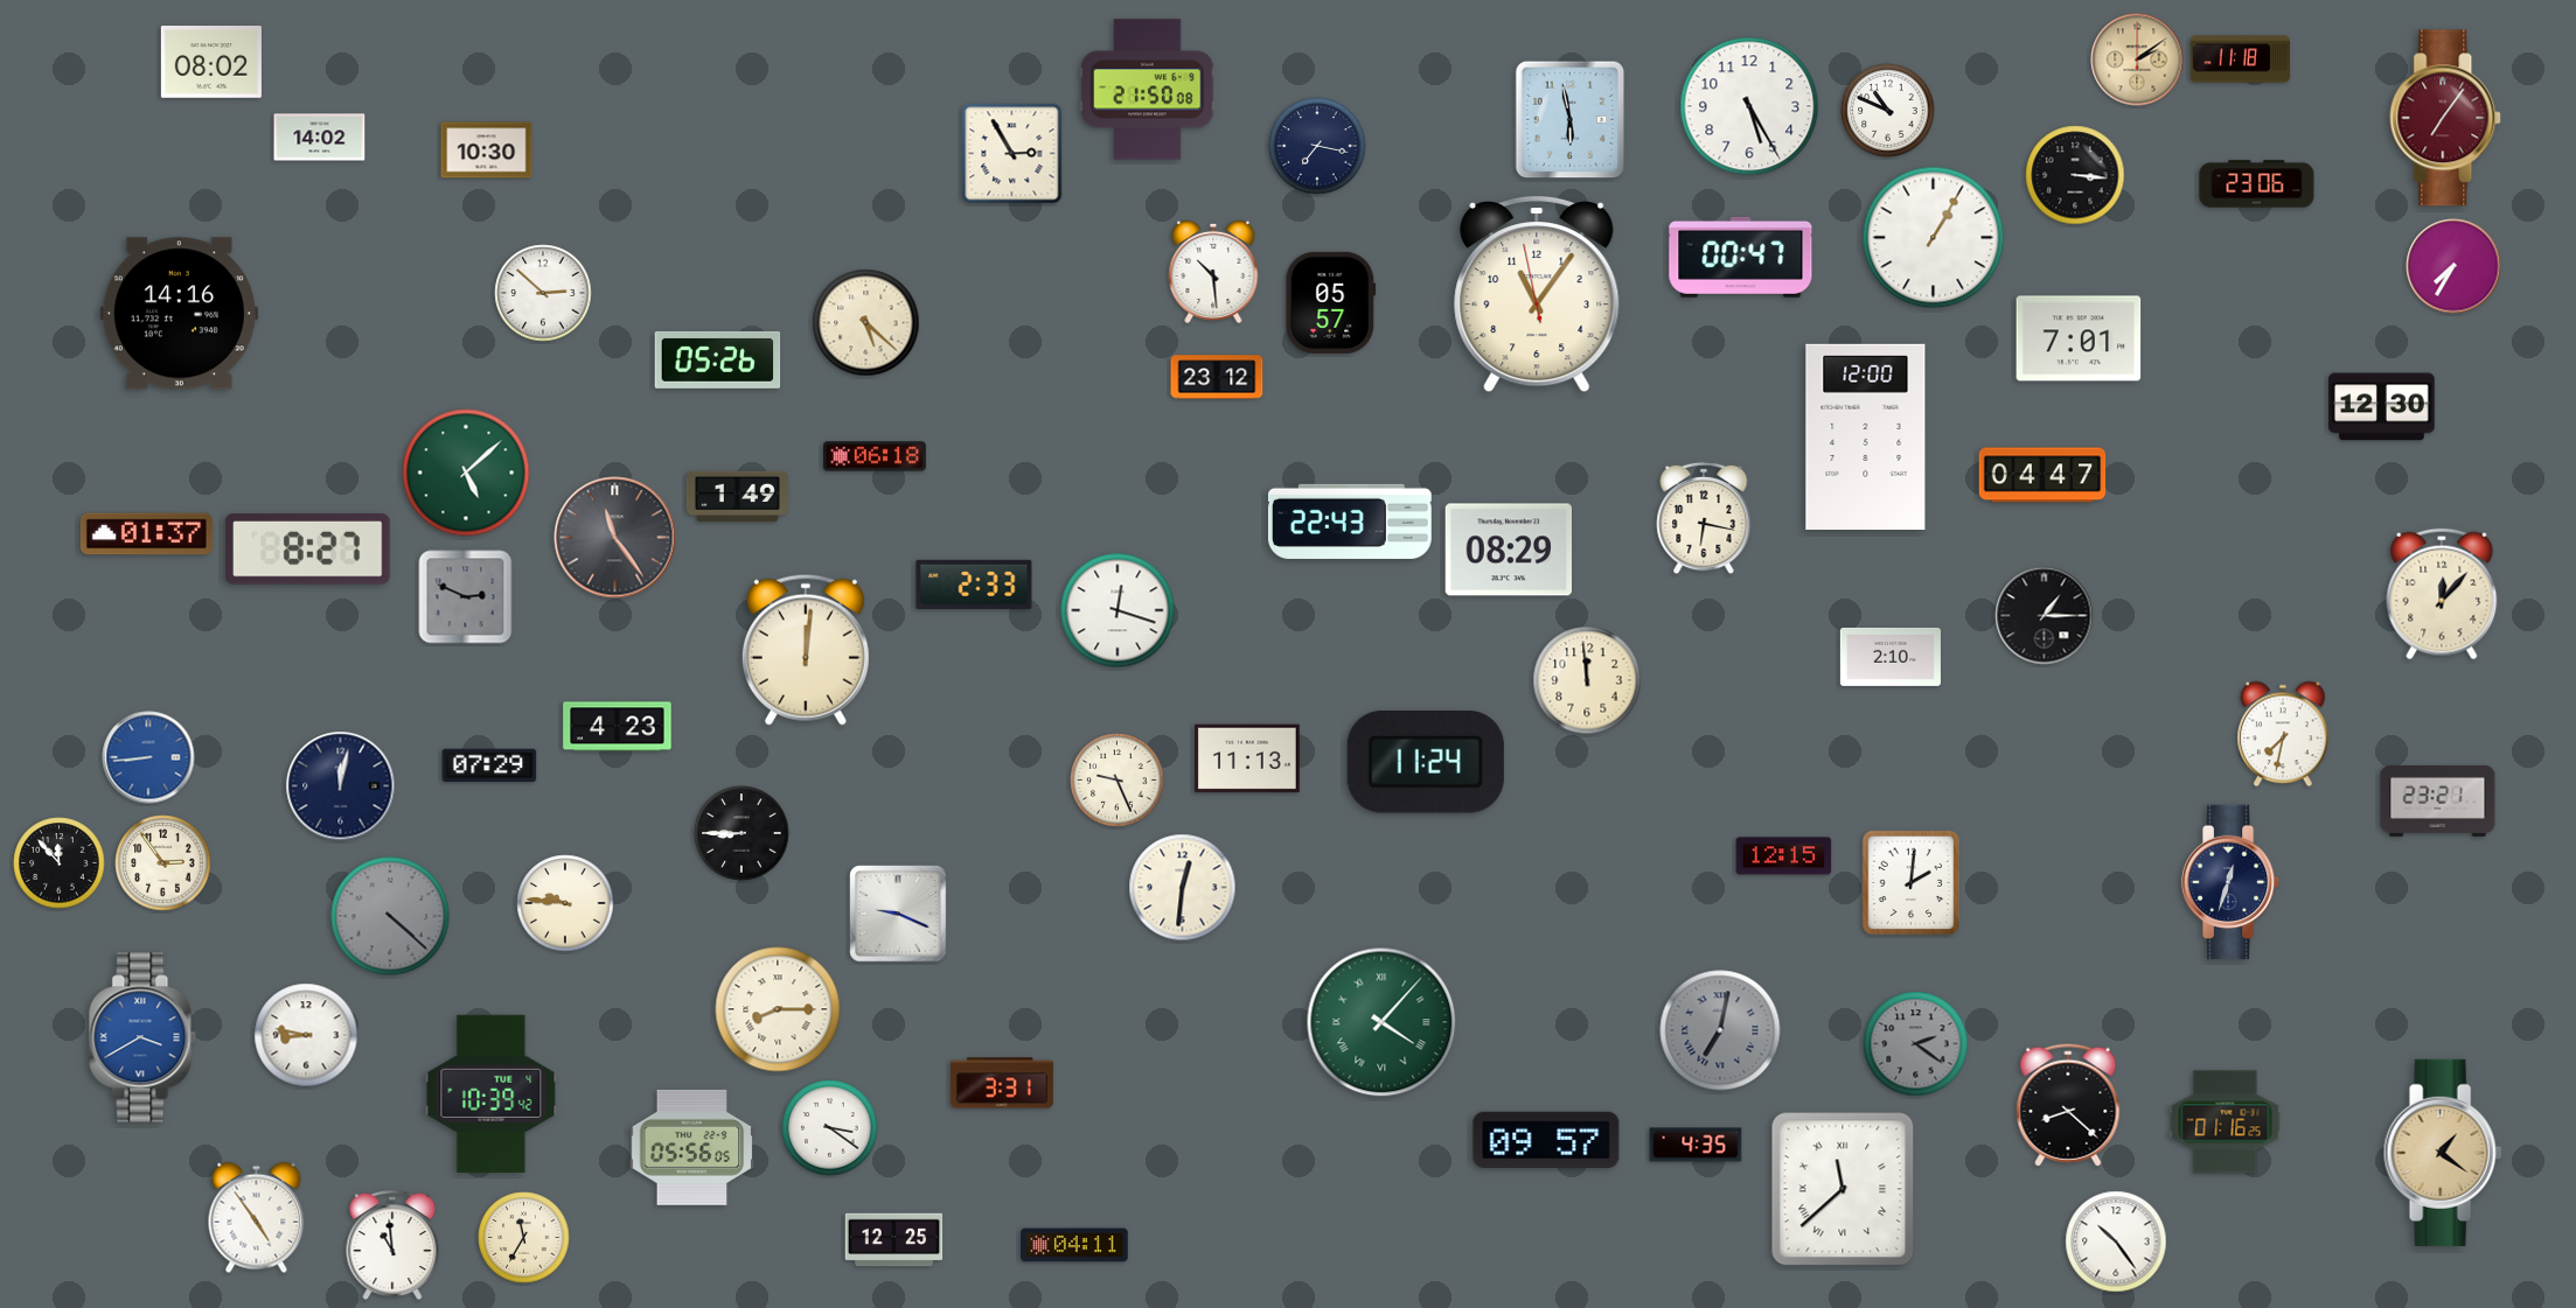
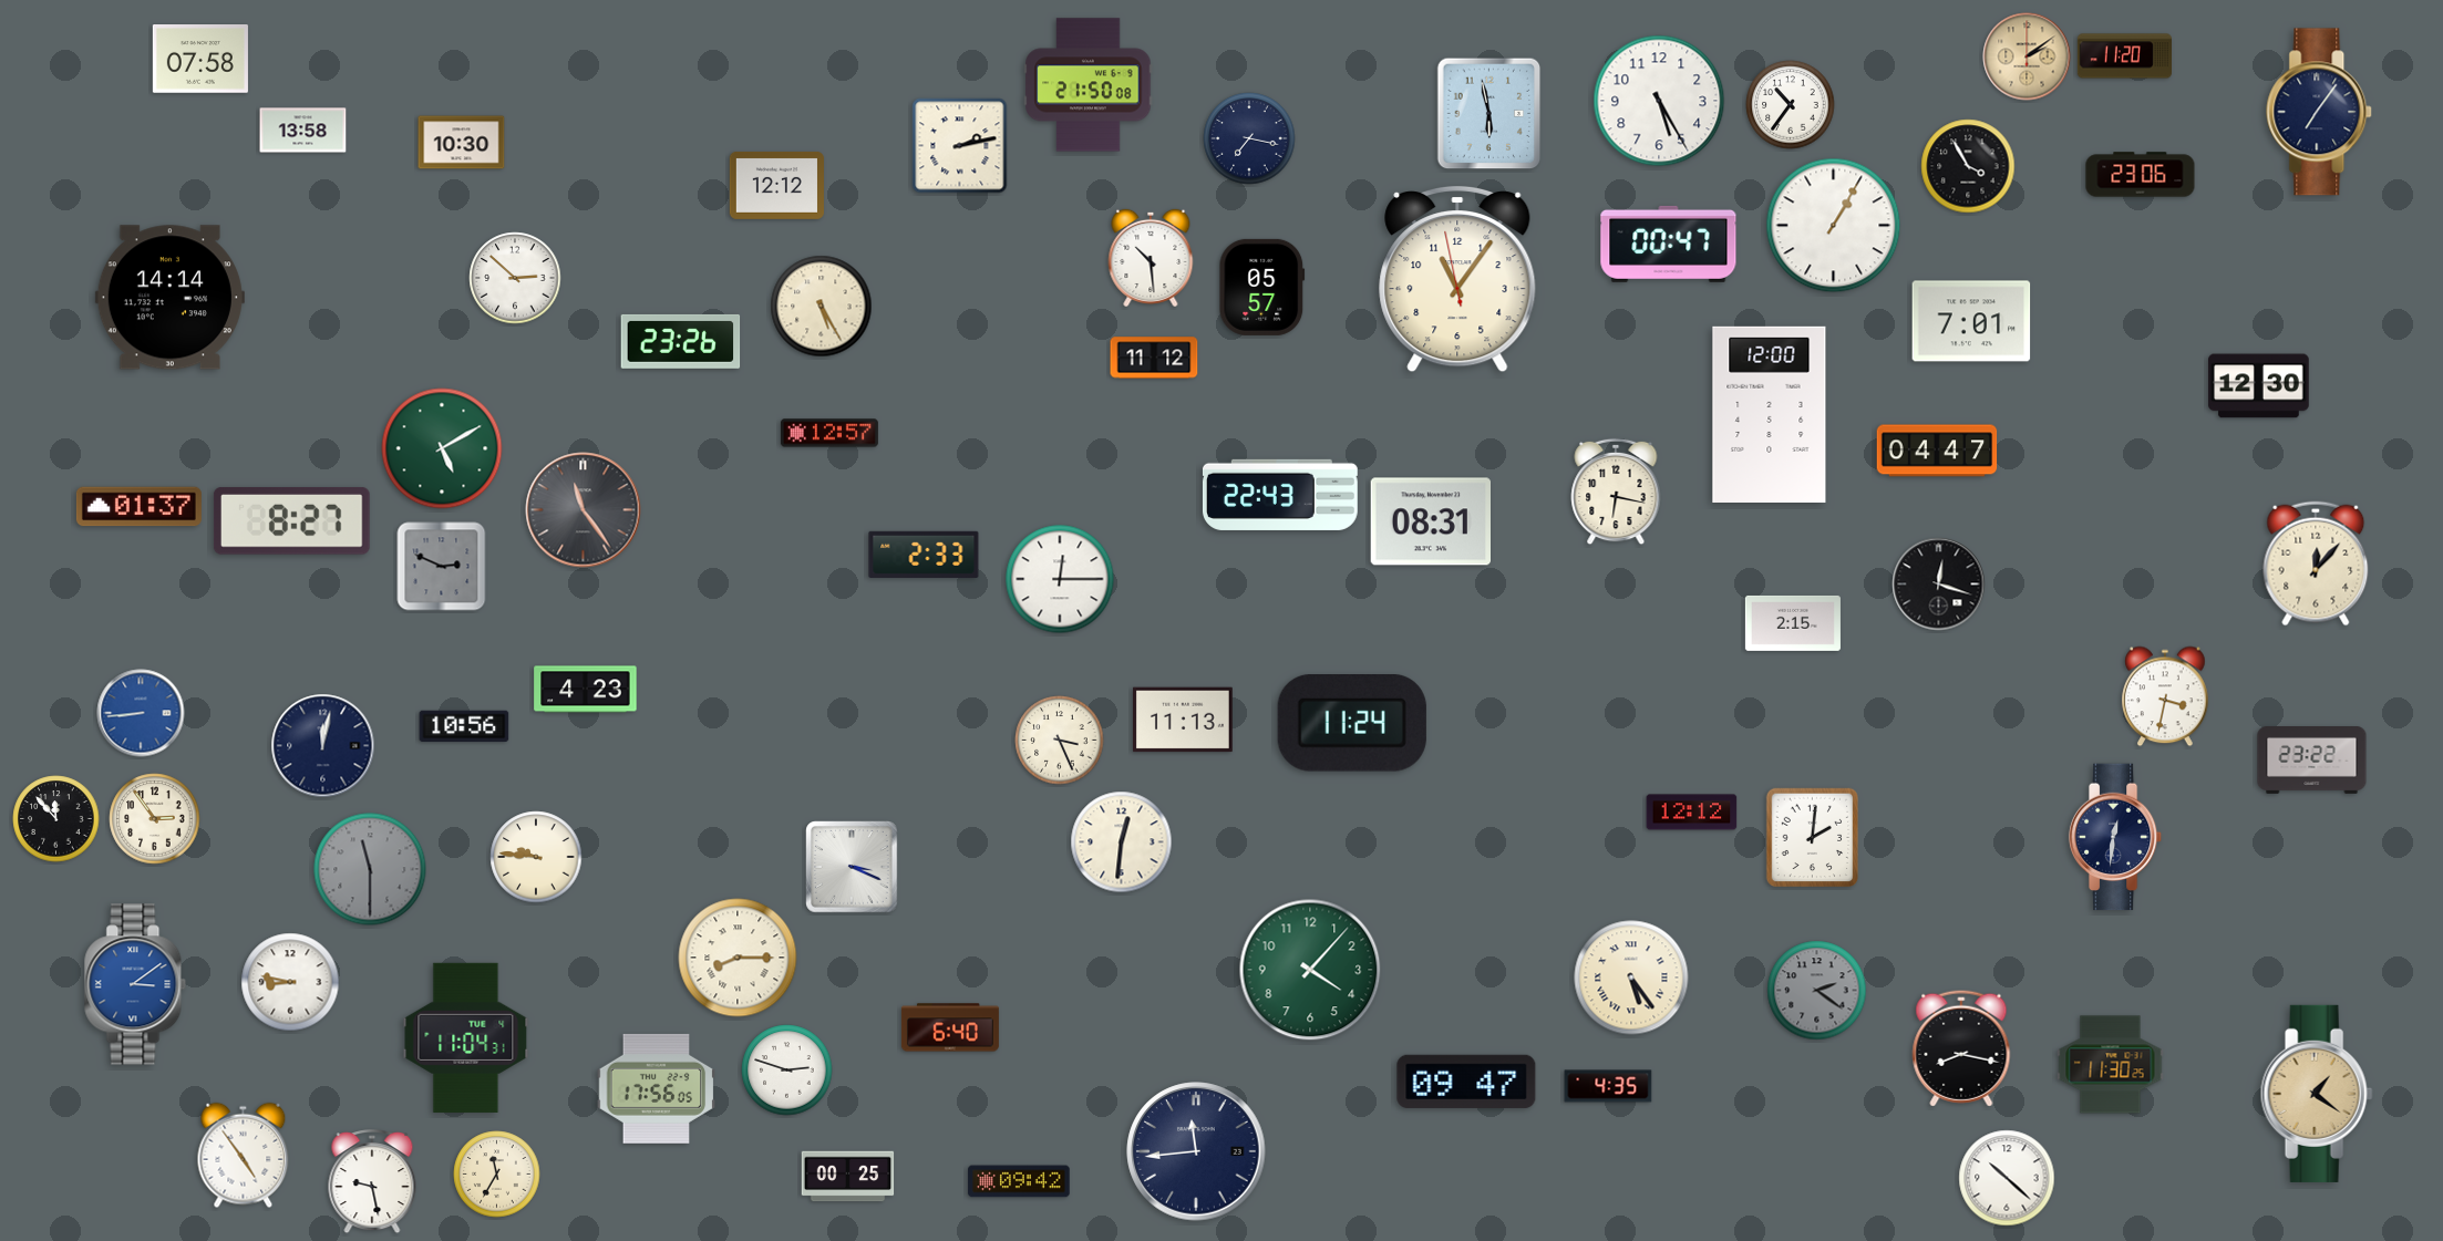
clock at (2240, 60): 11:18 -> 11:20
clock at (211, 62): 08:02 -> 07:58
clock at (1888, 111): 10:49 -> 10:36
clock at (2446, 118) dial: burgundy -> navy
clock at (320, 138): 14:02 -> 13:58
clock at (1012, 154): 2:55 -> 2:13
clock at (2075, 175): 3:16 -> 3:55
clock at (776, 185): none -> 12:12
clock at (1741, 257) position: (1741, 257) -> (1669, 244)
clock at (2453, 266): 7:35 -> none
clock at (179, 314): 14:16 -> 14:14
clock at (866, 323): 5:22 -> 5:25
clock at (718, 359): 05:26 -> 23:26
clock at (1217, 377): 23:12 -> 11:12
clock at (875, 456): 06:18 -> 12:57
clock at (466, 473): 5:08 -> 5:10
clock at (737, 497): 1:49 -> none
clock at (1508, 550): 08:29 -> 08:31
clock at (1118, 610): 12:18 -> 12:15
clock at (2045, 616): 1:15 -> 12:18
clock at (806, 650): 12:01 -> none
clock at (1891, 657): 2:10 -> 2:15
clock at (1587, 680): 11:59 -> none
clock at (2283, 734): 7:32 -> 3:32
clock at (148, 757) position: (148, 757) -> (141, 713)
clock at (489, 765): 07:29 -> 10:56
clock at (1118, 781): 9:26 -> 3:26
clock at (2438, 802): 23:21 -> 23:22
clock at (742, 833): 8:45 -> none
clock at (1784, 856): 12:15 -> 12:12
clock at (2230, 882): 12:33 -> 12:31
clock at (898, 914): 9:19 -> 3:19
clock at (390, 916): 4:22 -> 11:30
clock at (1381, 1022) numerals: Roman -> Arabic
clock at (1720, 1030): 7:02 -> 5:24
clock at (1720, 1030) dial: grey -> cream
clock at (142, 1037): 3:40 -> 3:09
clock at (1002, 1083): 3:31 -> 6:40
clock at (492, 1093): 10:39 -> 11:04
clock at (2068, 1105): 8:22 -> 8:17
clock at (2226, 1122): 01:16 -> 11:30
clock at (830, 1128): 3:21 -> 2:48
clock at (1546, 1140): 09:57 -> 09:47
clock at (692, 1147): 05:56 -> 17:56
clock at (1843, 1189): 11:38 -> none
clock at (1196, 1151): none -> 11:44
clock at (894, 1240): 12:25 -> 00:25
clock at (2116, 1241): 10:24 -> 10:22
clock at (1074, 1245): 04:11 -> 09:42
clock at (392, 1246): 10:59 -> 9:28
